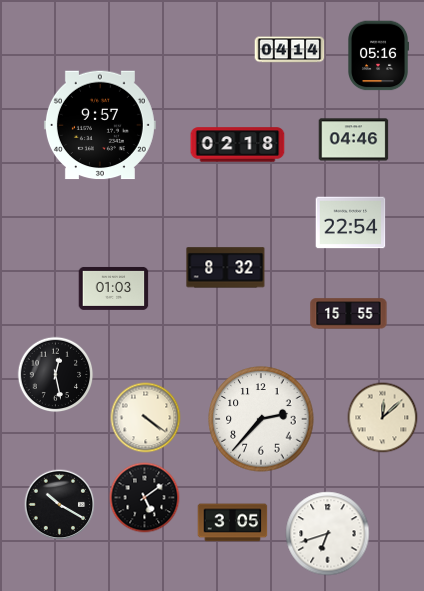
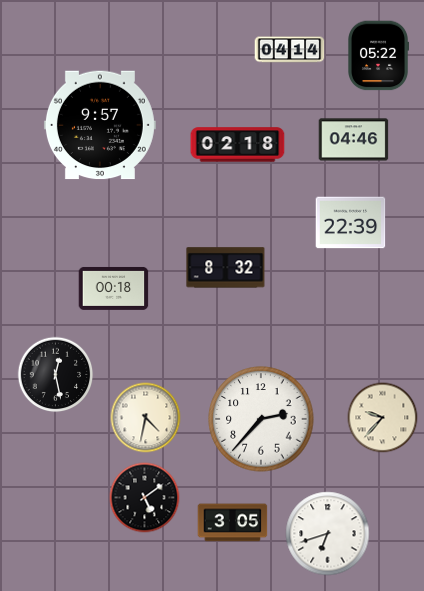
clock at (378, 56): 05:16 -> 05:22
clock at (351, 223): 22:54 -> 22:39
clock at (114, 288): 01:03 -> 00:18
clock at (349, 314): 15:55 -> none
clock at (146, 418): 4:21 -> 4:32
clock at (383, 418): 12:08 -> 9:37
clock at (60, 505): 10:20 -> none
